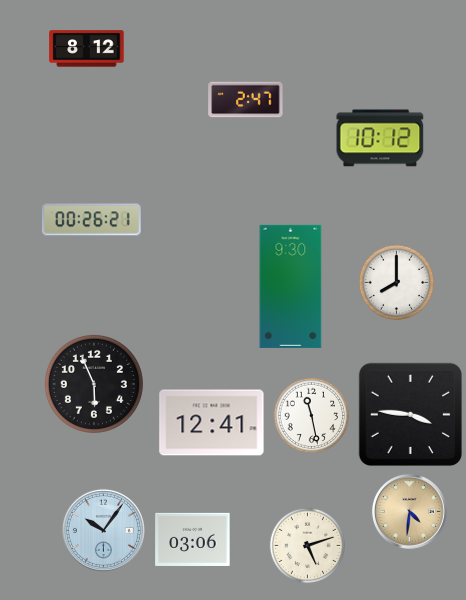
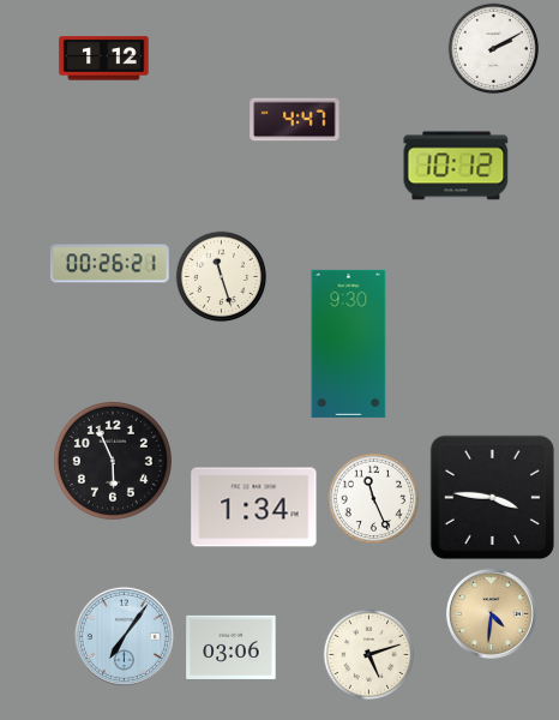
clock at (494, 49): none -> 2:10
clock at (87, 49): 8:12 -> 1:12
clock at (246, 100): 2:47 -> 4:47
clock at (222, 277): none -> 11:27
clock at (397, 283): 8:00 -> none
clock at (312, 416): 11:28 -> 11:26
clock at (212, 423): 12:41 -> 1:34
clock at (103, 530): 10:06 -> 7:06
